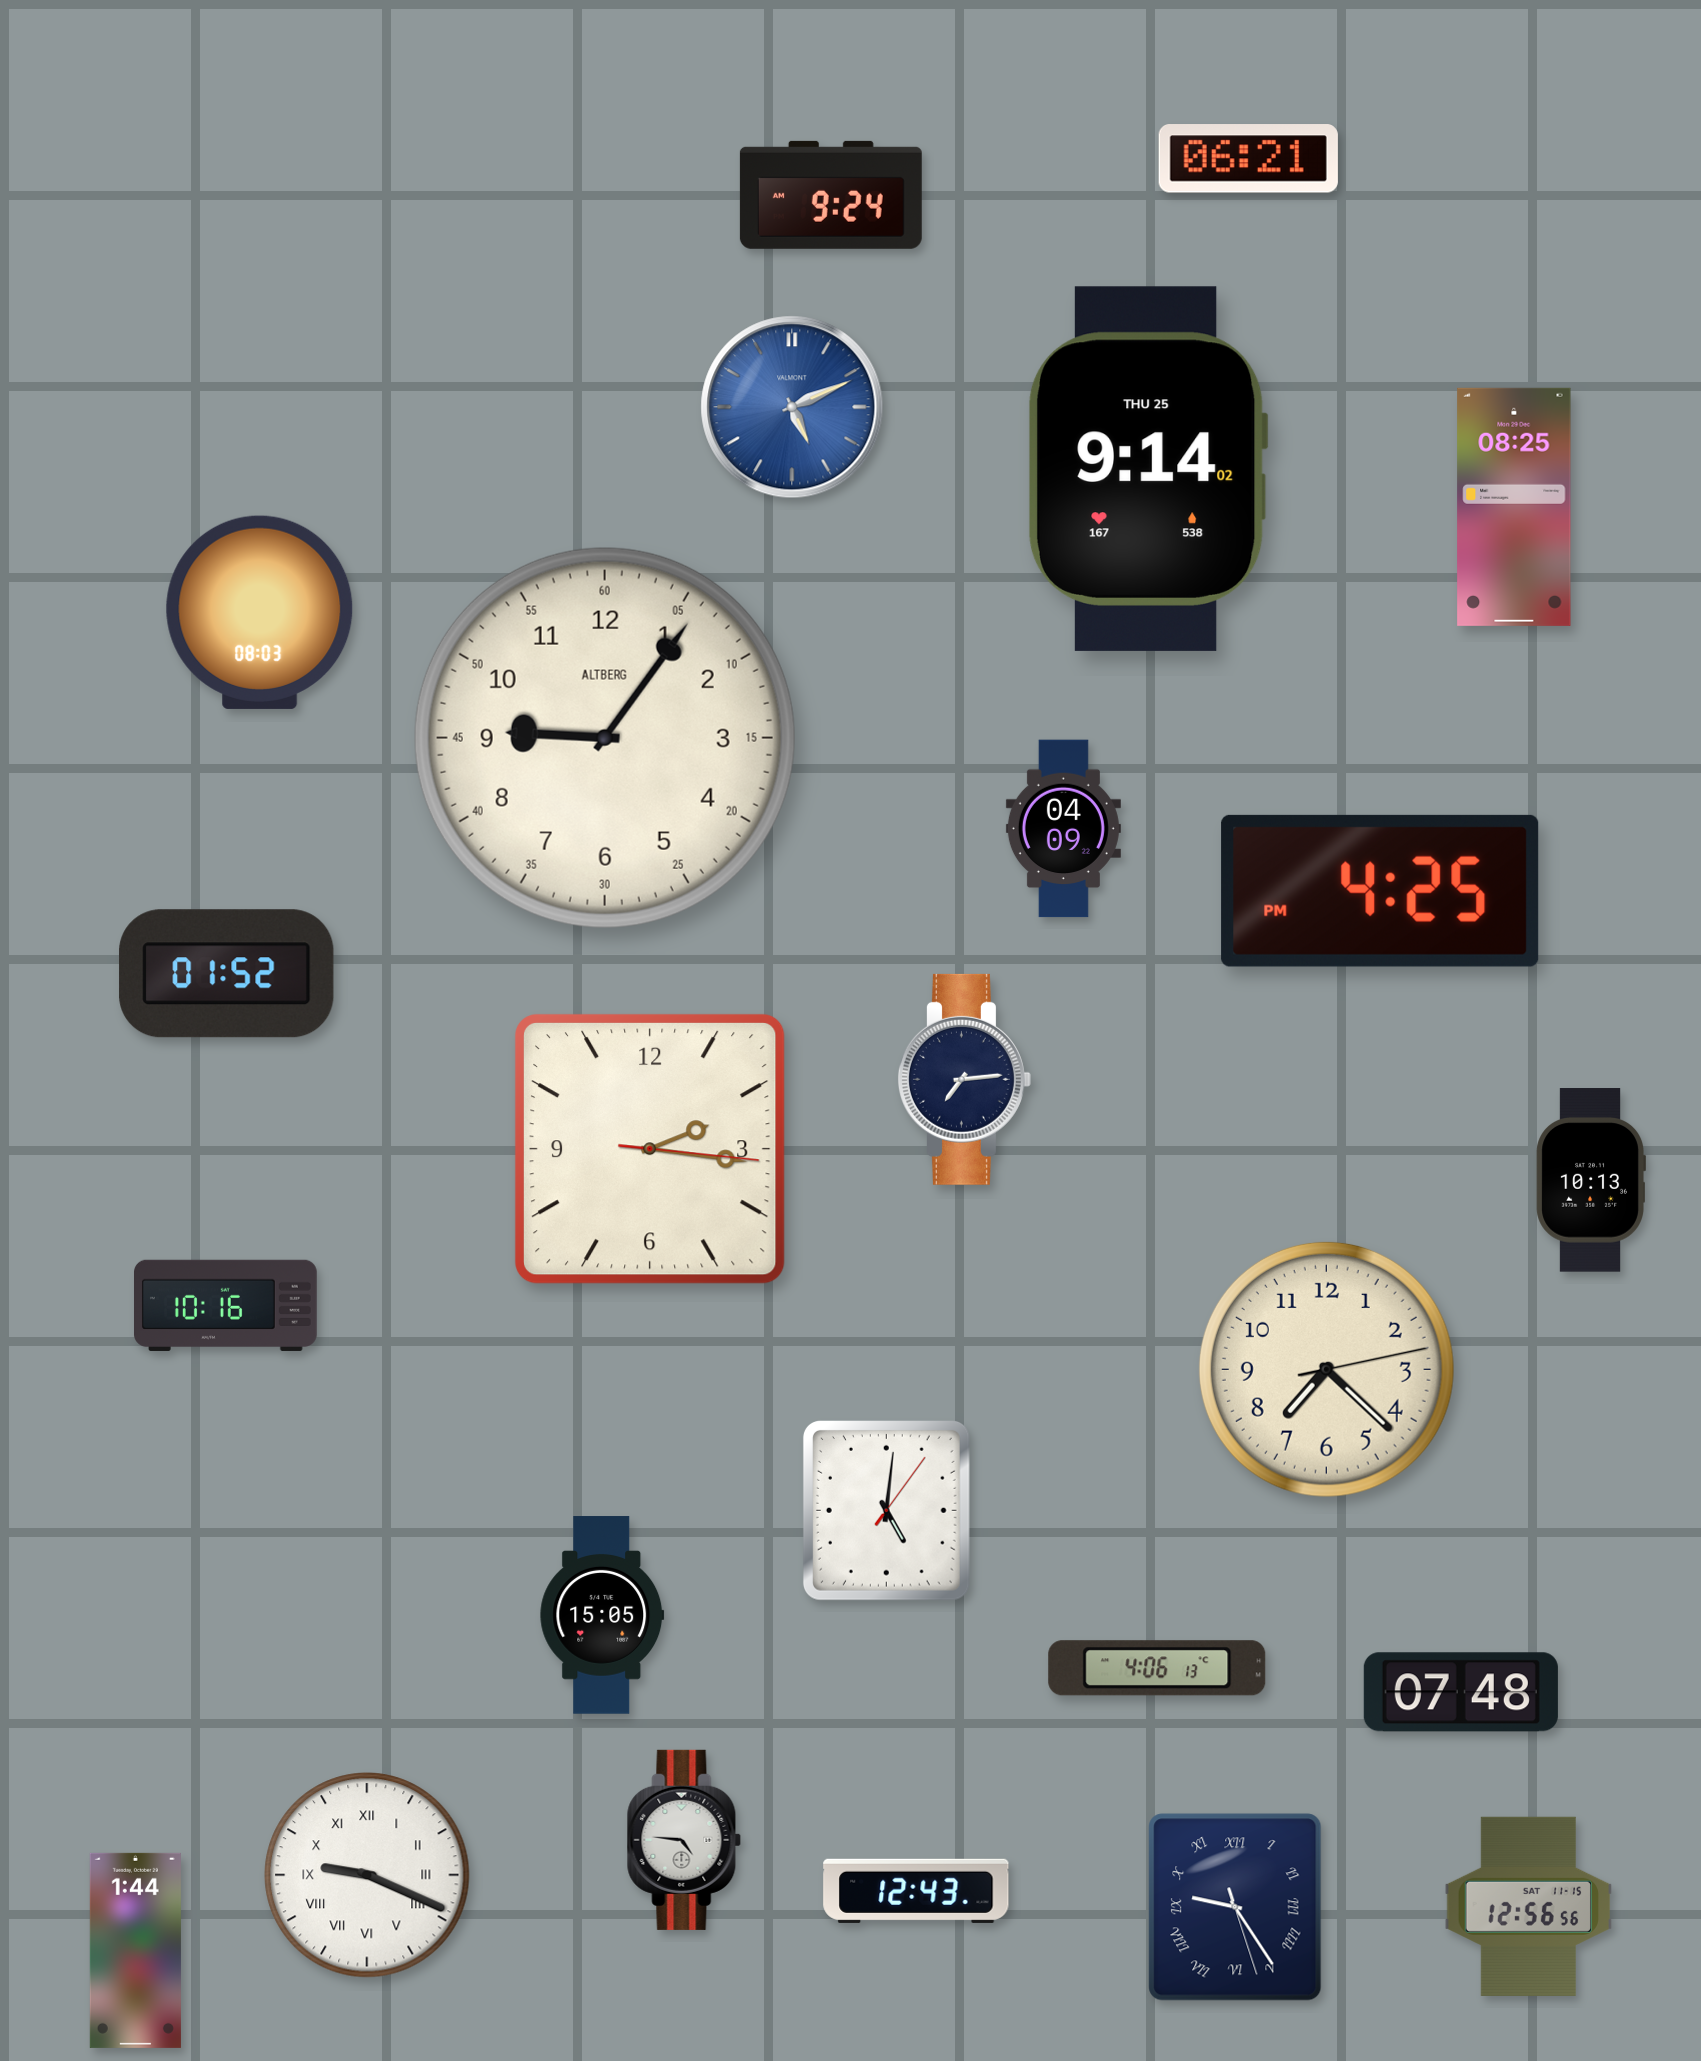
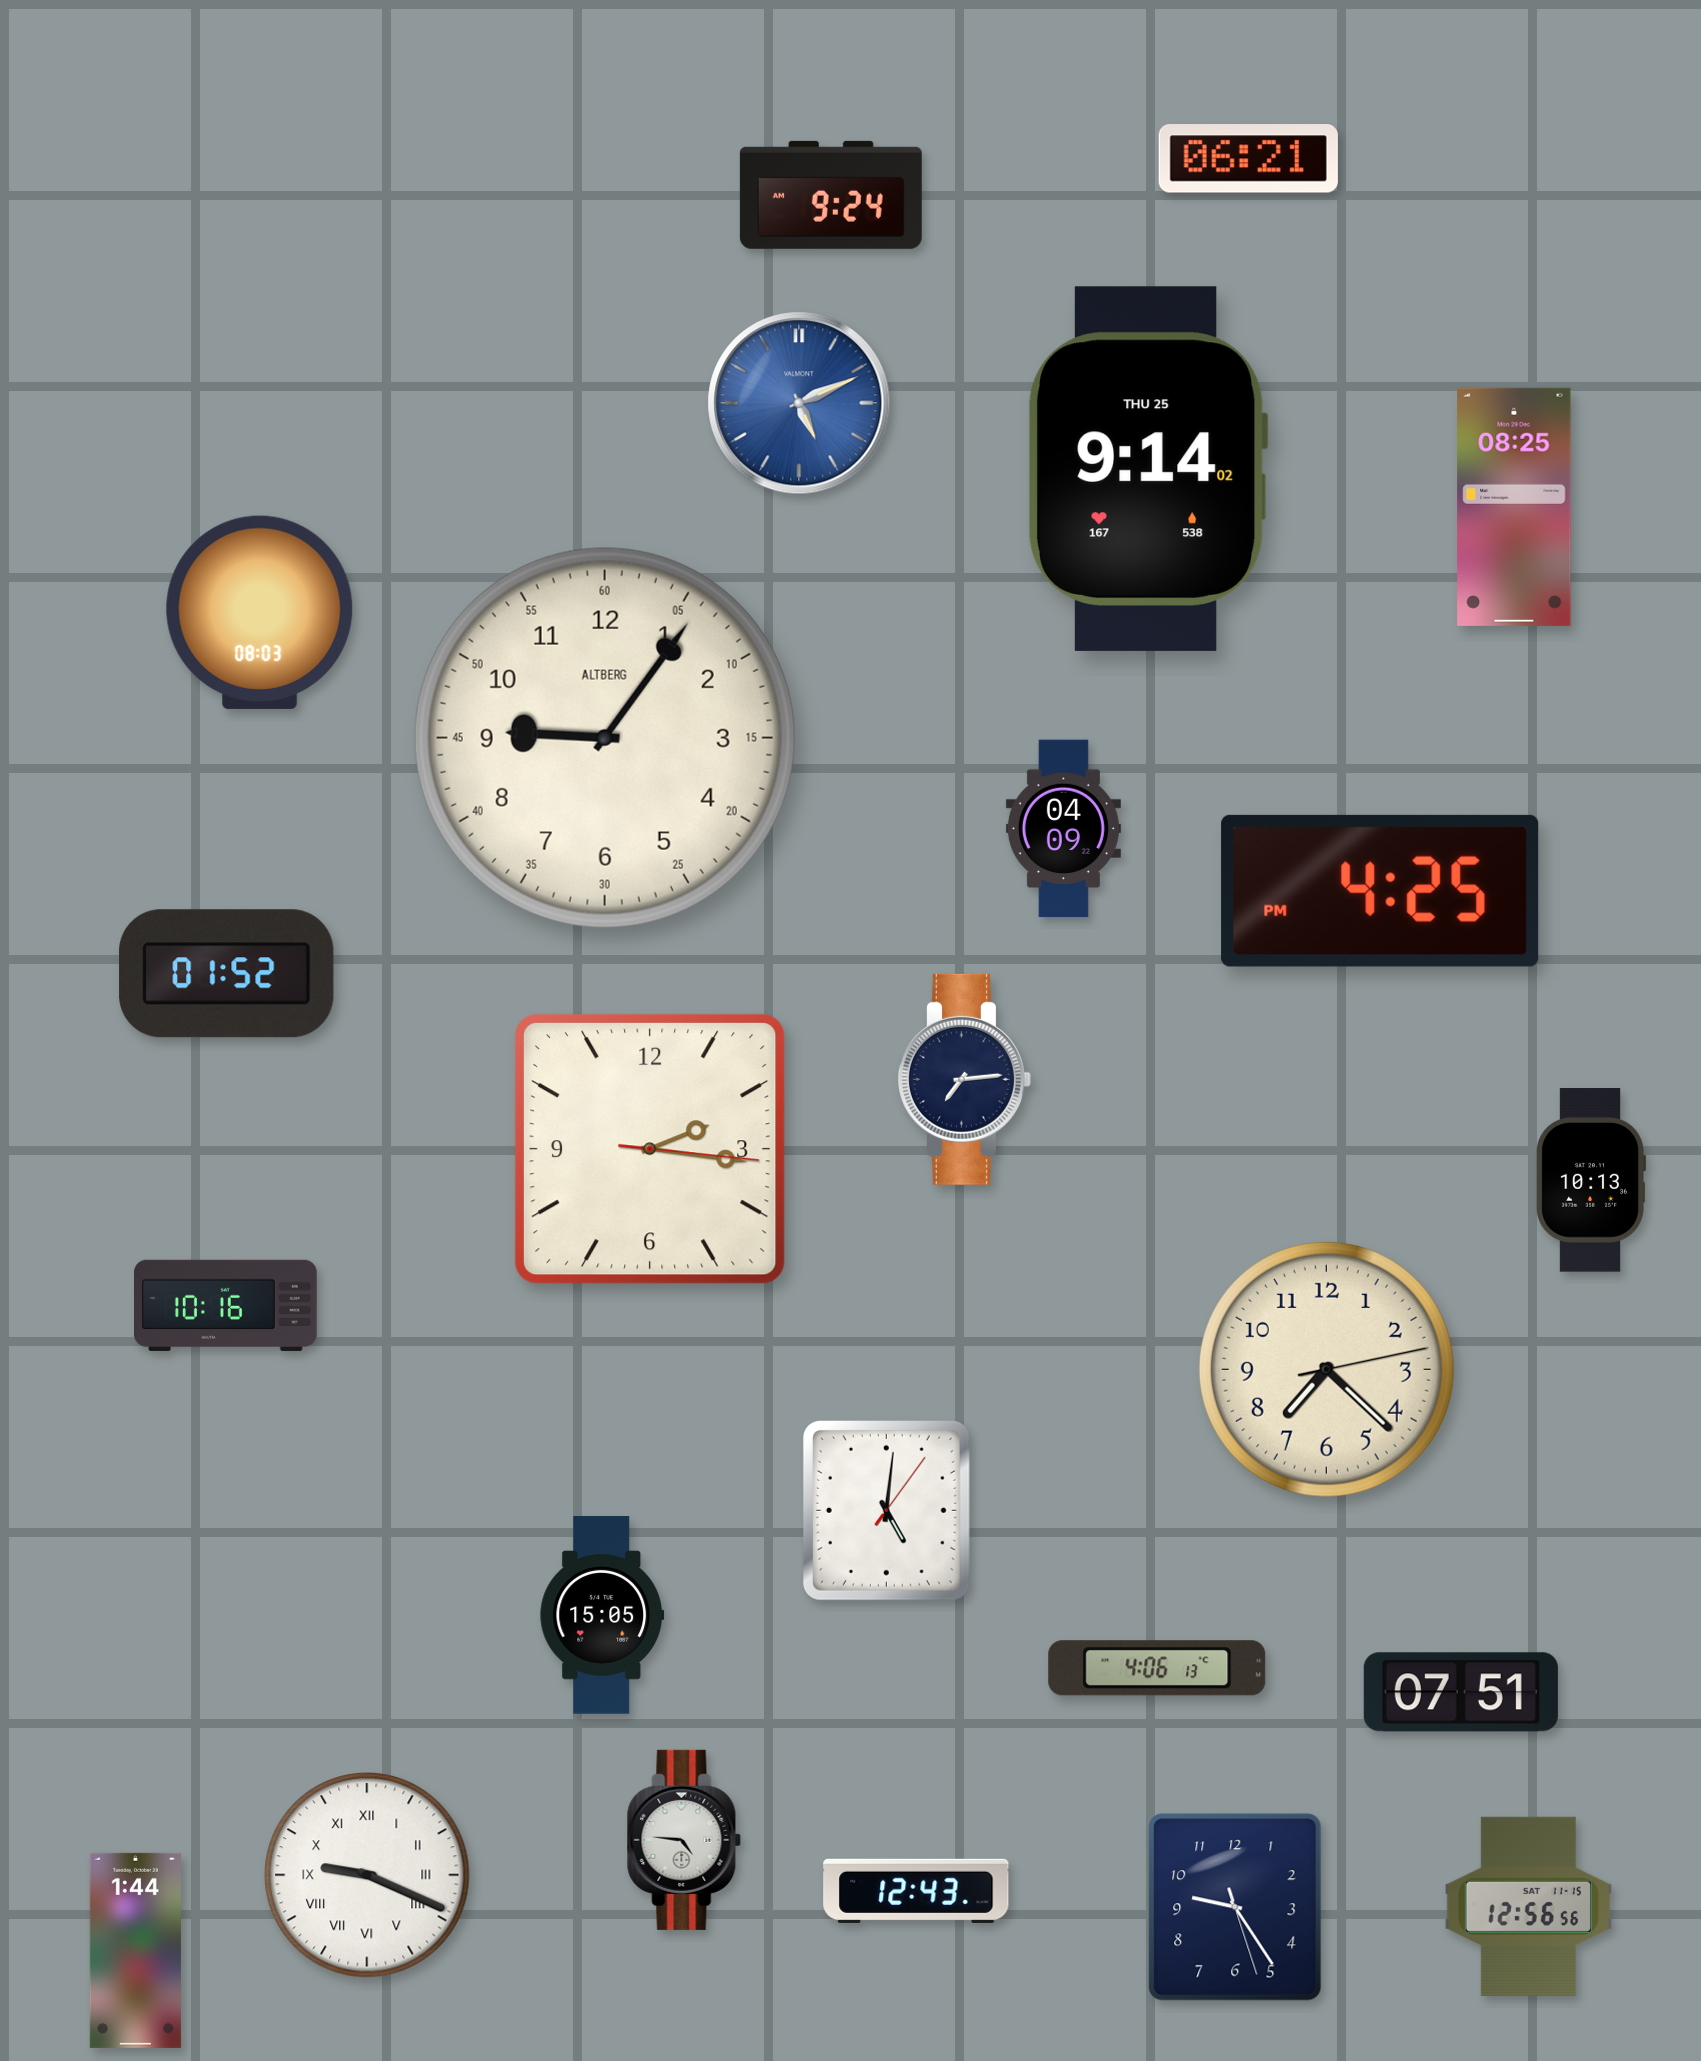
clock at (792, 407) position: (792, 407) -> (799, 403)
clock at (1461, 1692): 07:48 -> 07:51
clock at (1235, 1907) numerals: Roman -> Arabic
